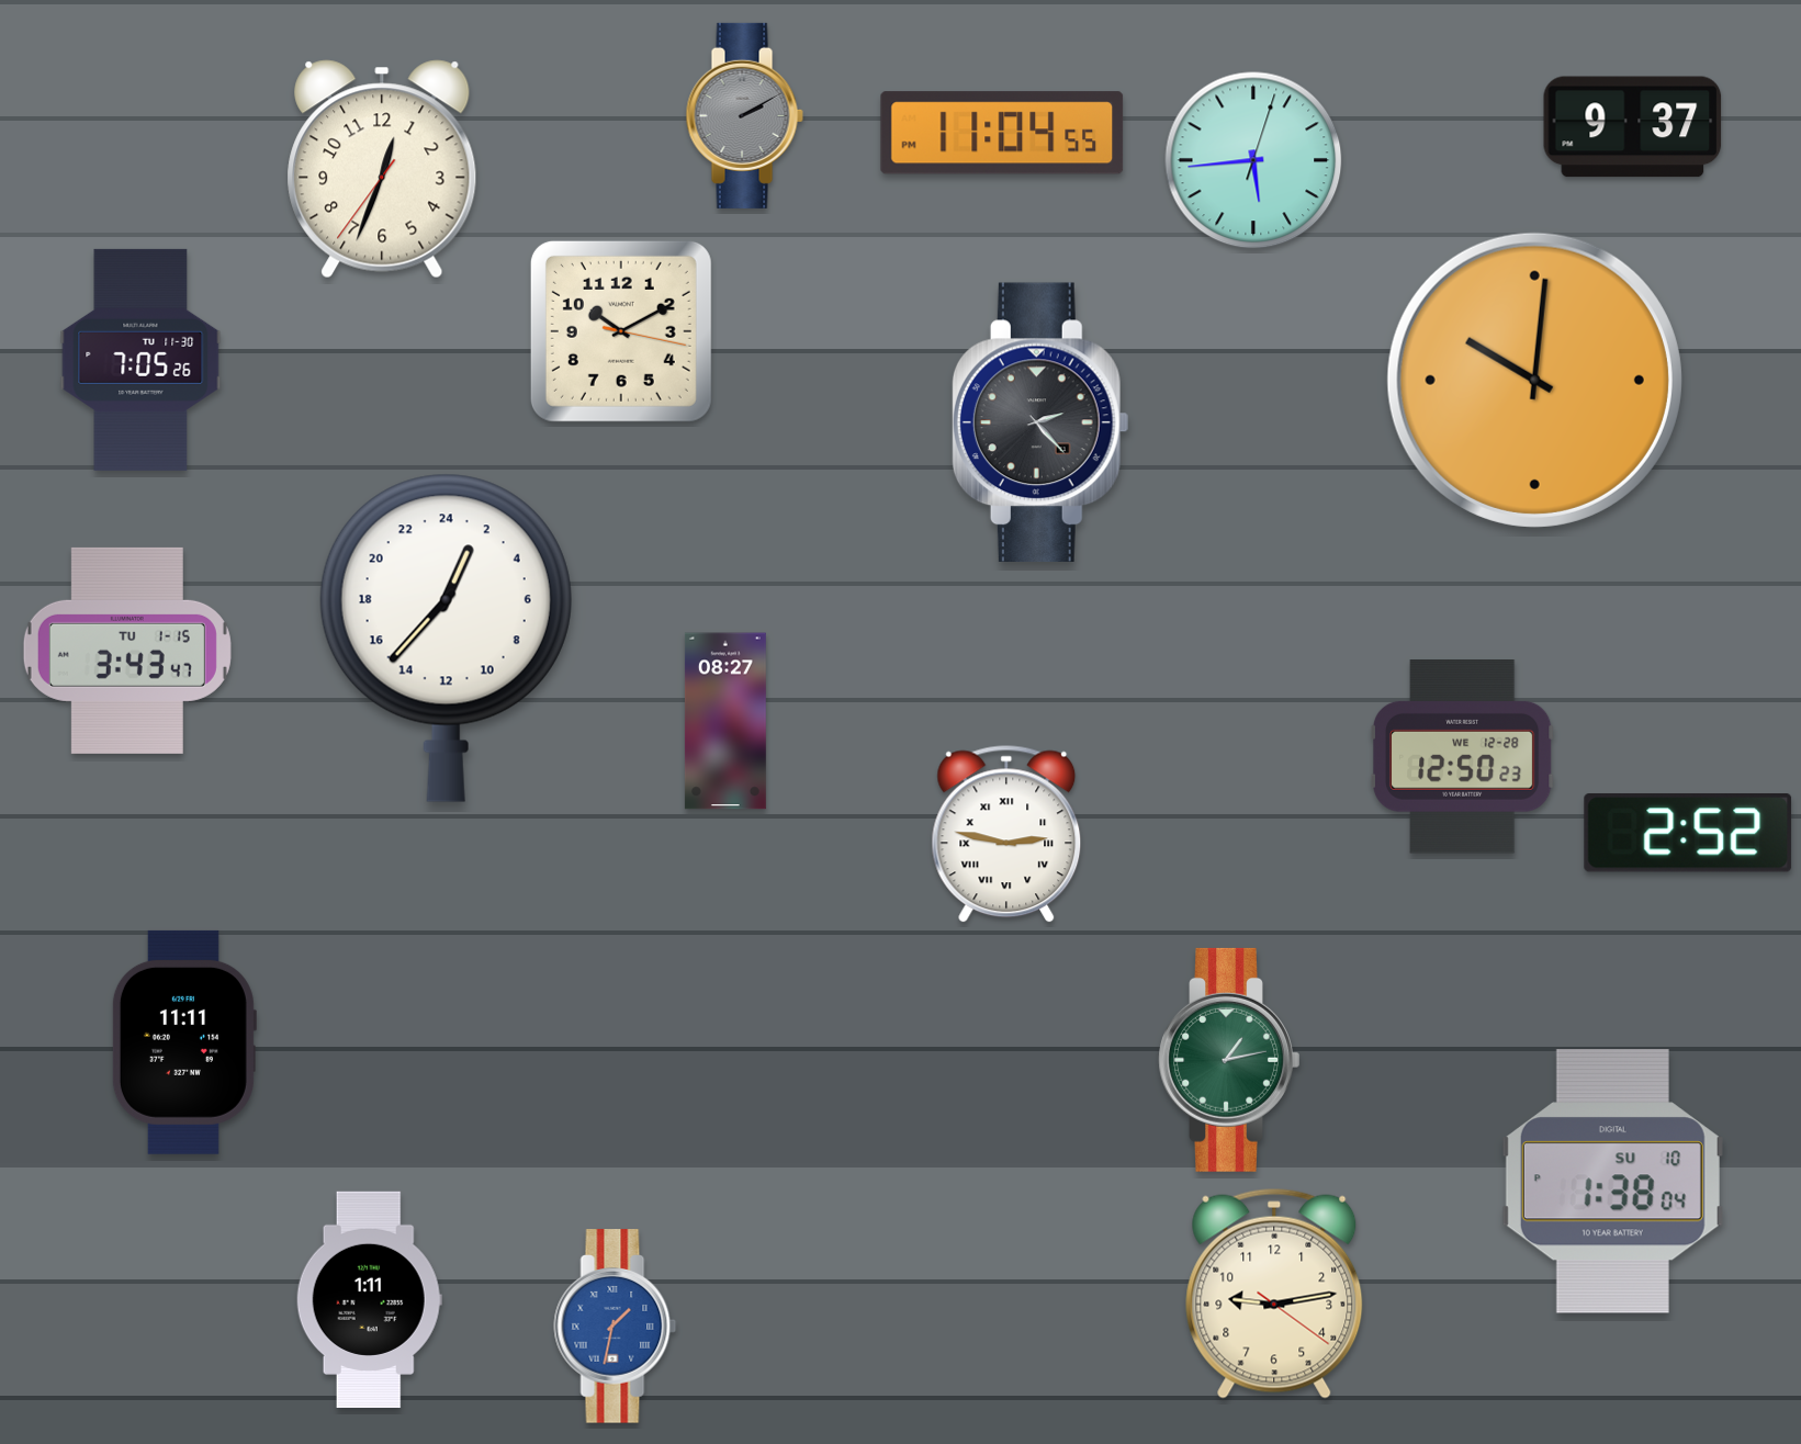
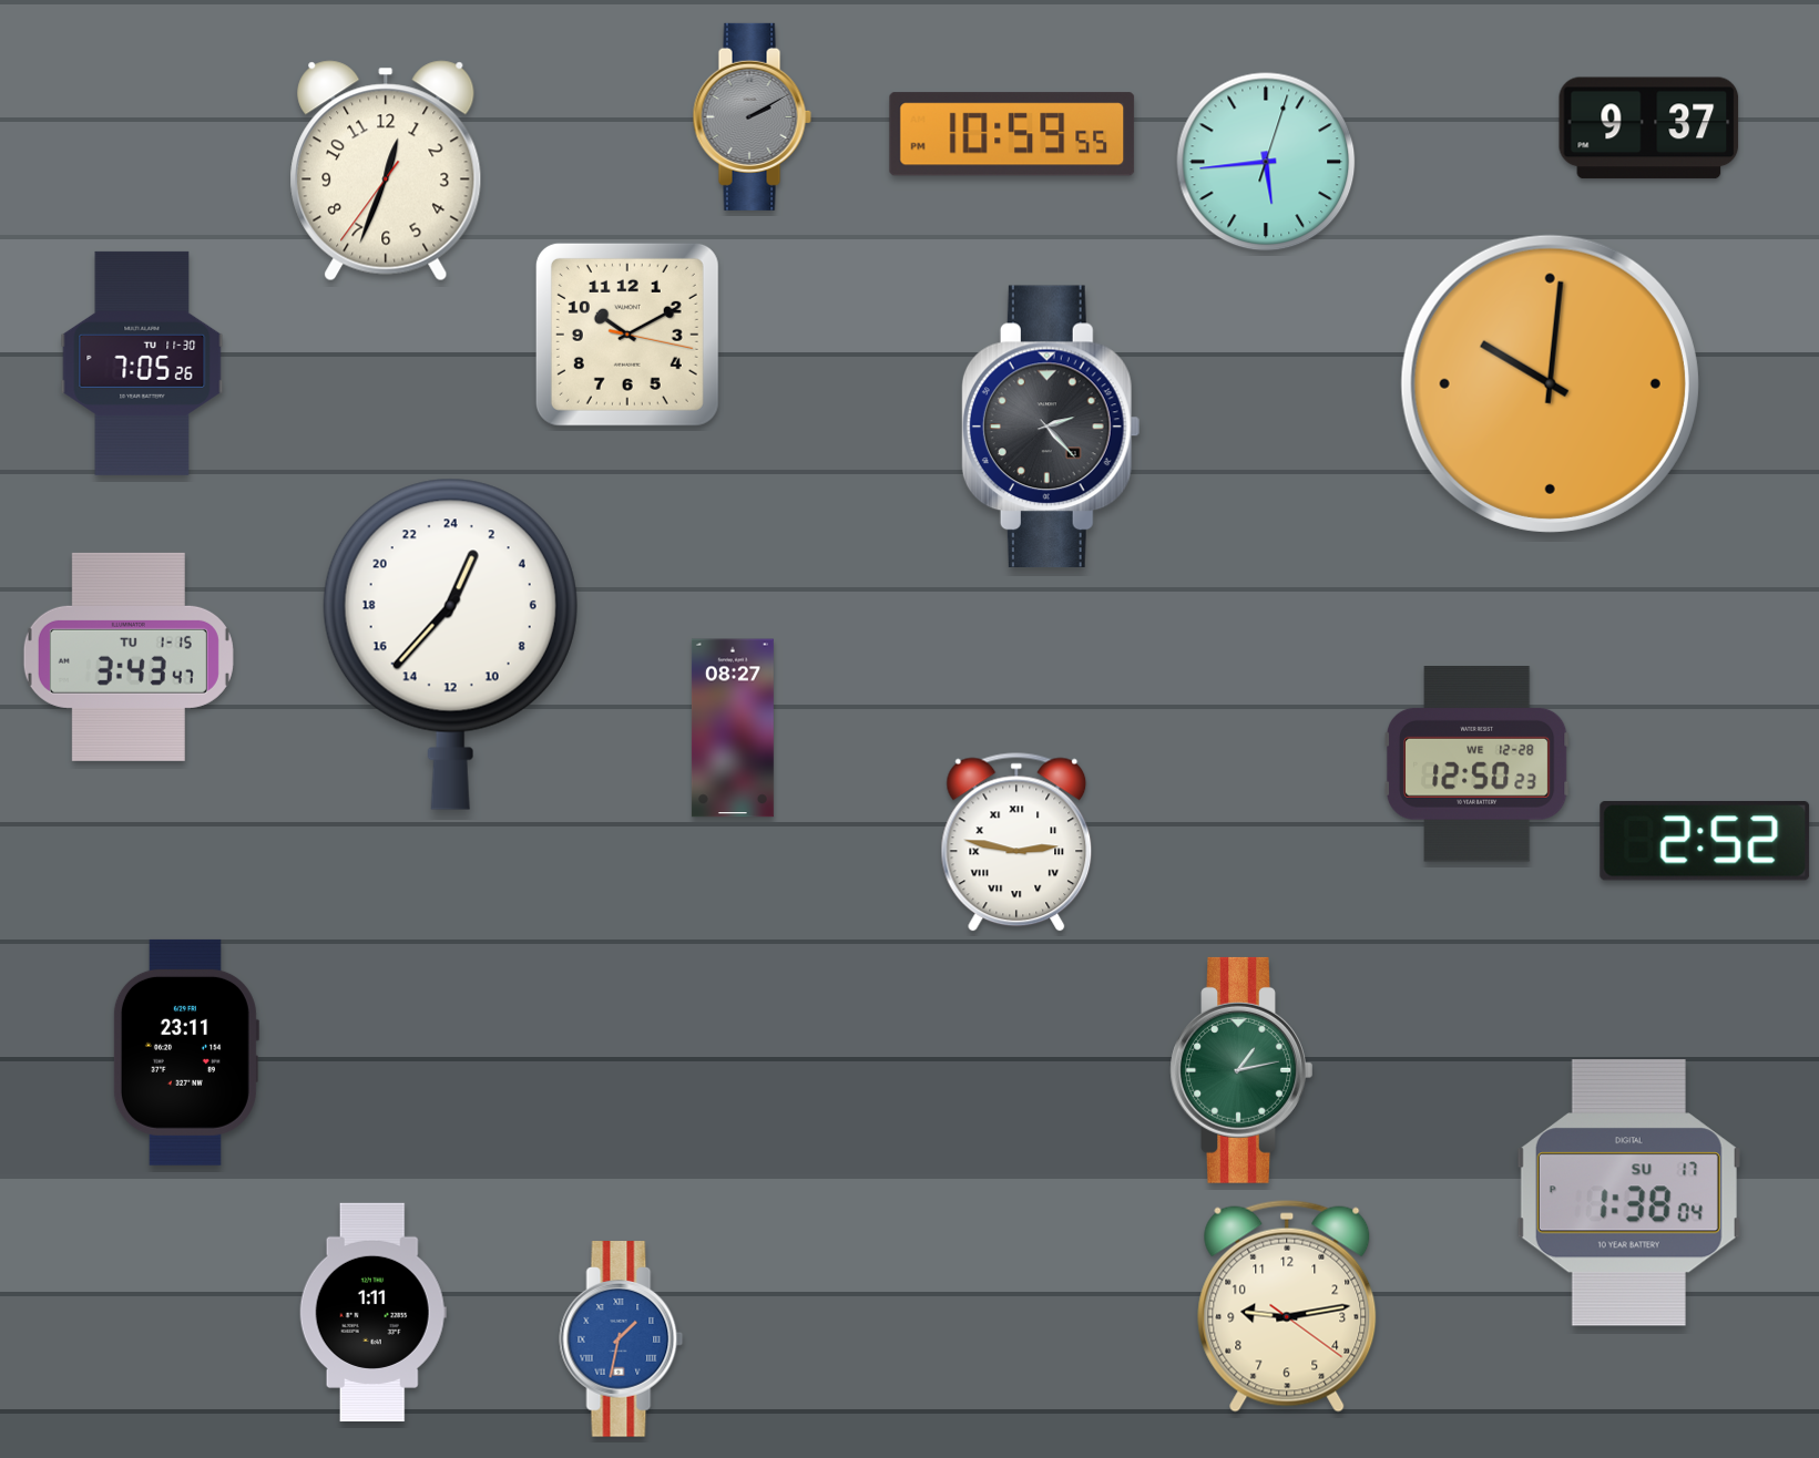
clock at (1002, 133): 11:04 -> 10:59
clock at (183, 1042): 11:11 -> 23:11
clock at (1612, 1182) date: SU 10 -> SU 17
